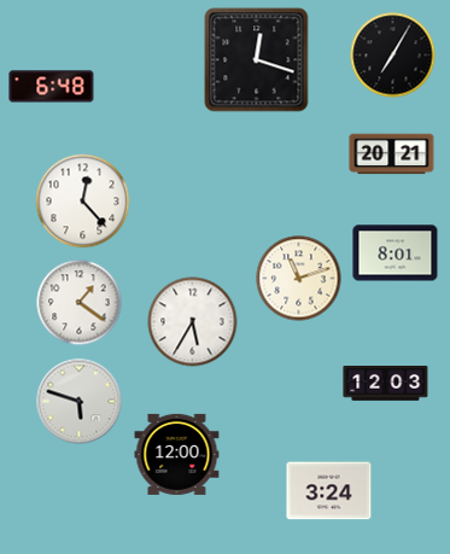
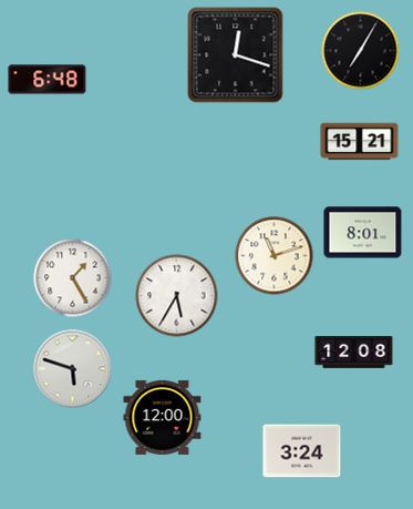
clock at (392, 154): 20:21 -> 15:21
clock at (83, 202): 12:23 -> none
clock at (80, 303): 1:21 -> 1:25
clock at (386, 384): 12:03 -> 12:08
